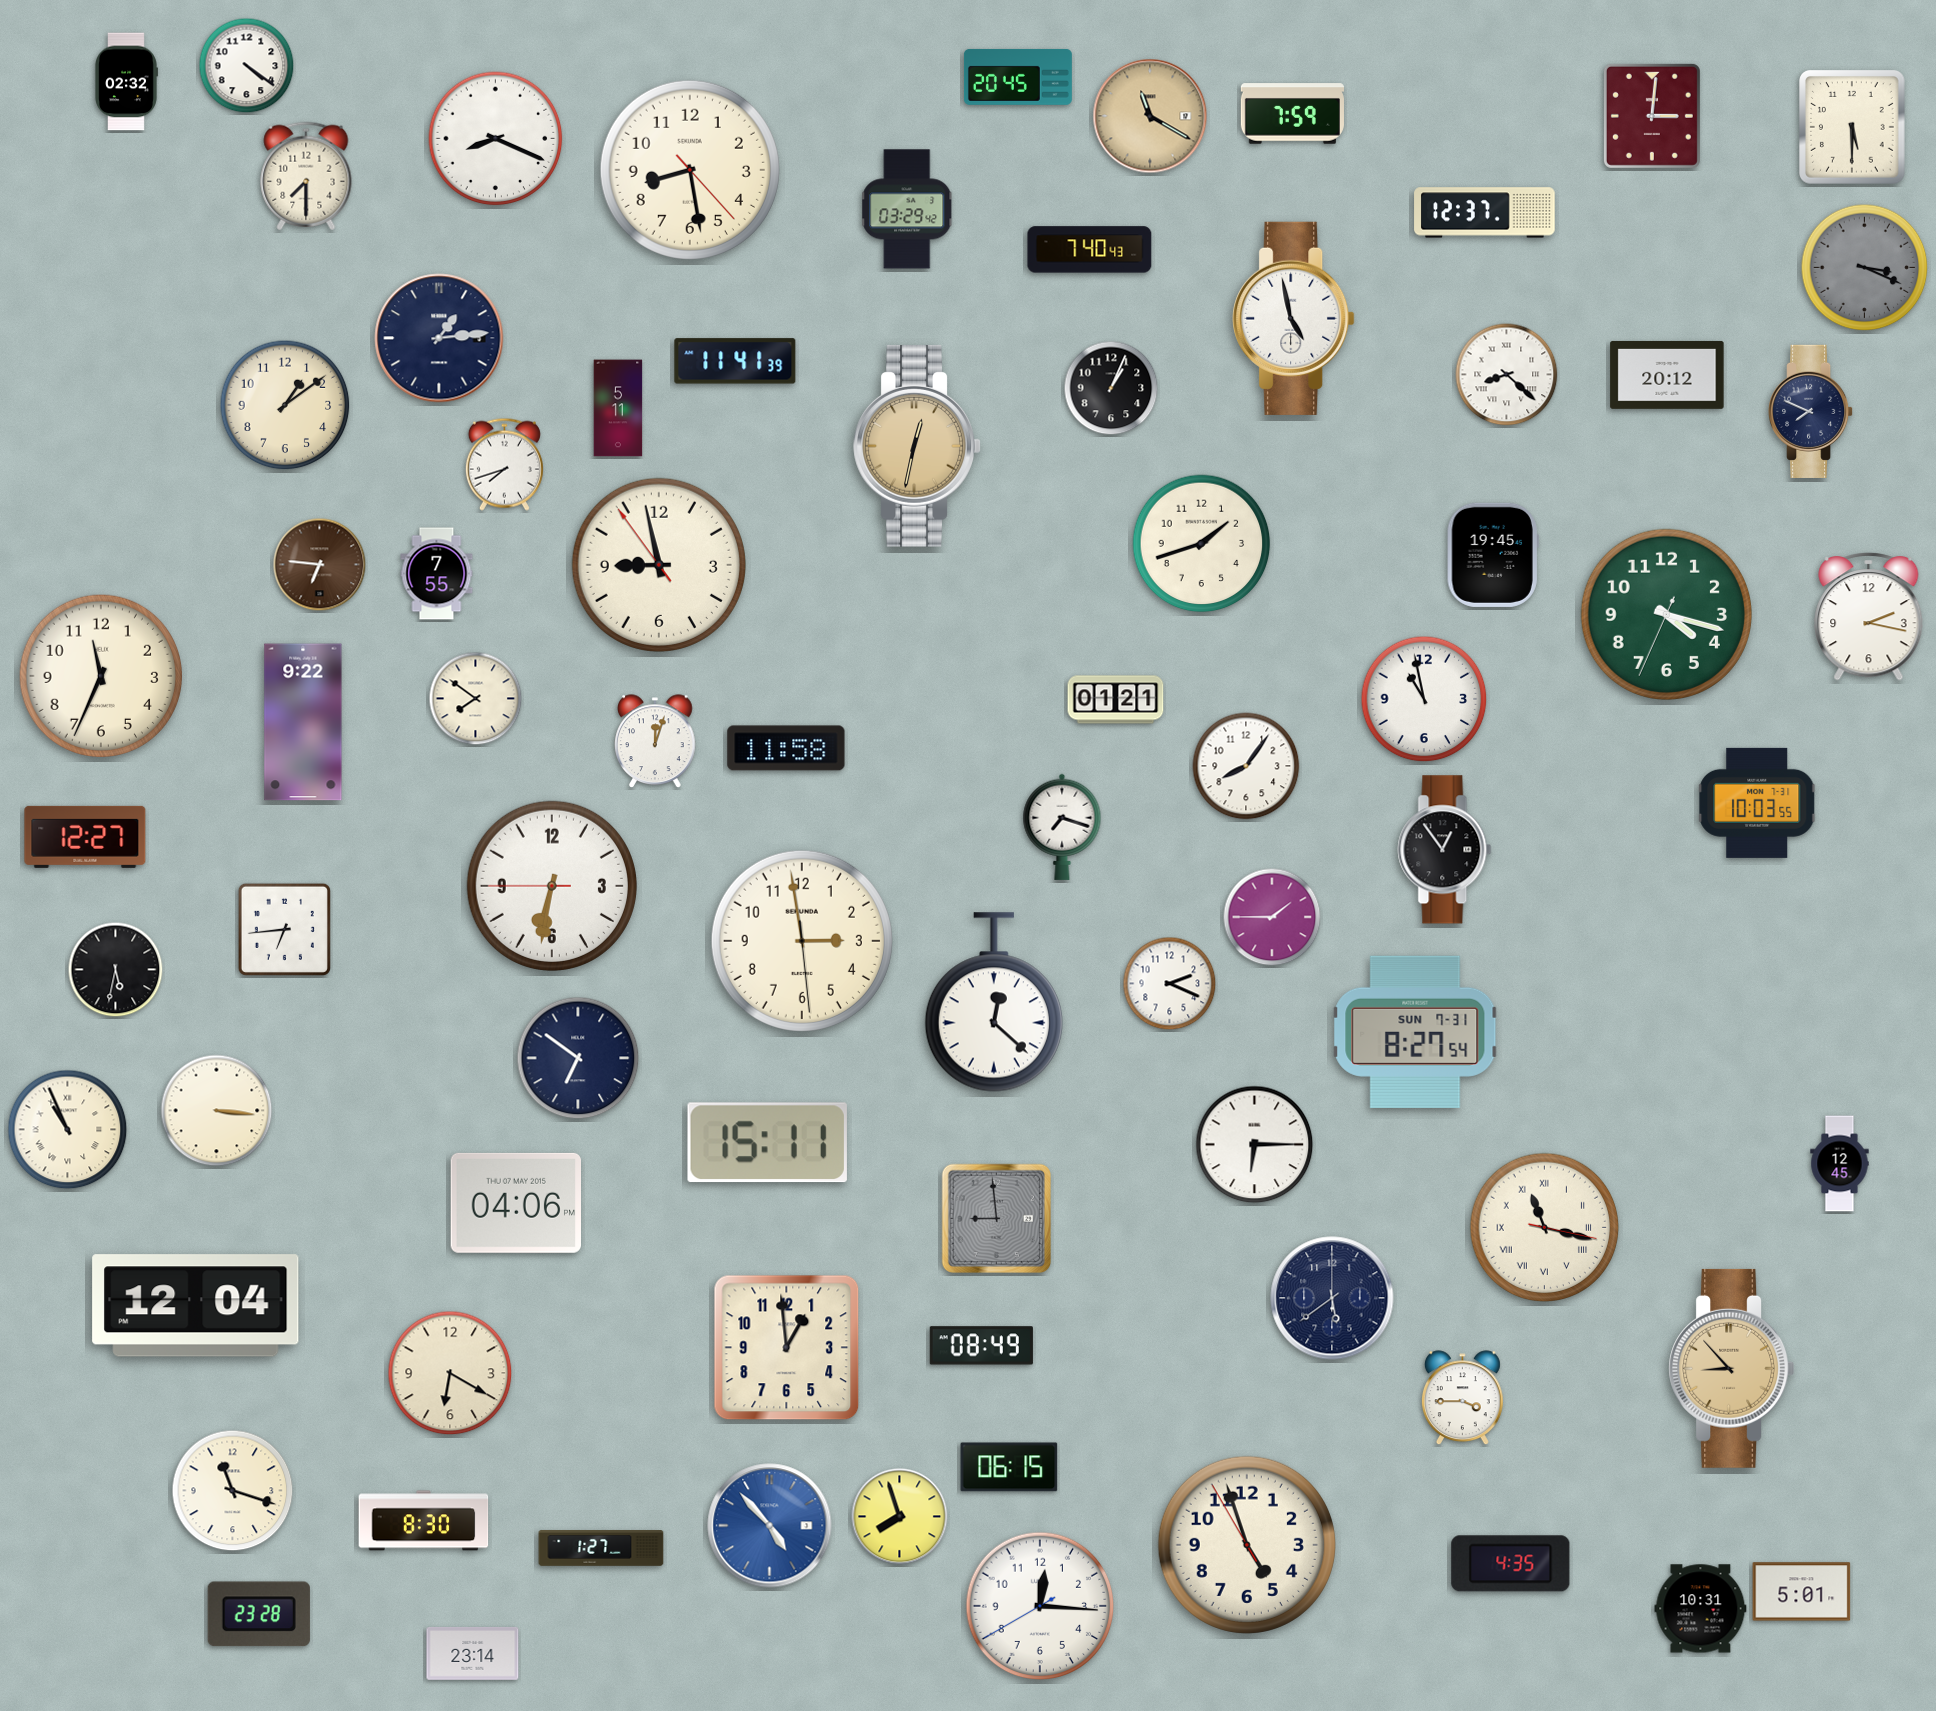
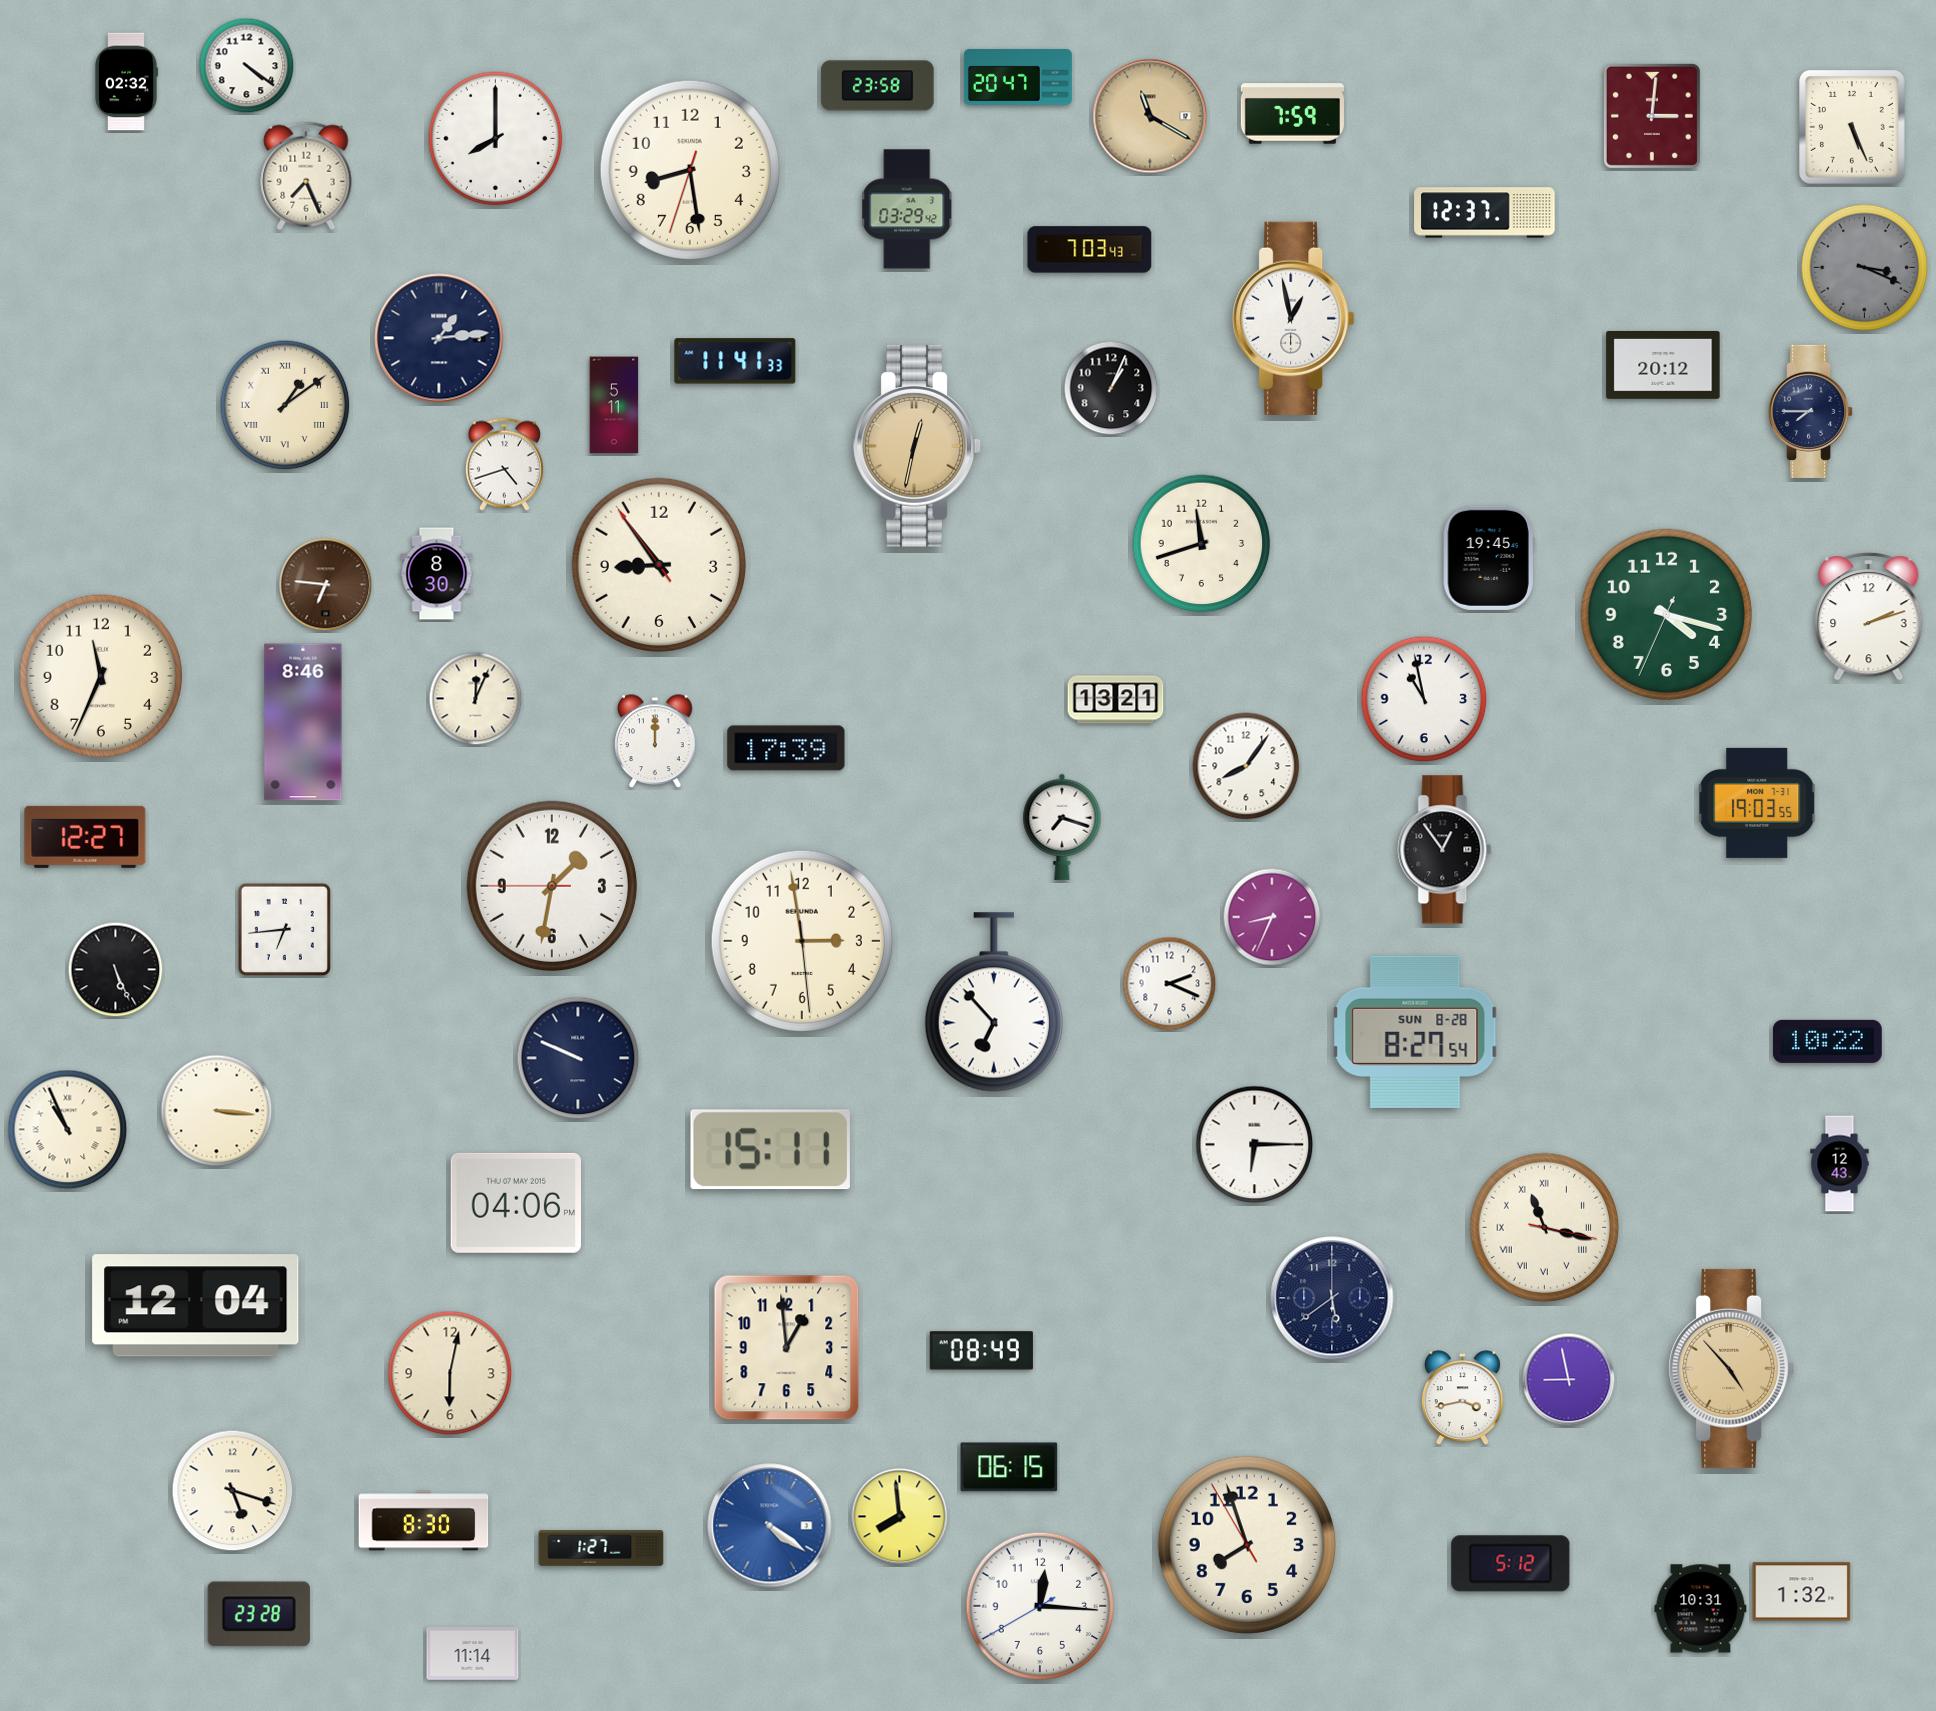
clock at (1018, 77): 20:45 -> 20:47
clock at (878, 86): none -> 23:58
clock at (1853, 128): 5:30 -> 5:26
clock at (496, 139): 8:19 -> 8:00
clock at (690, 170): 8:28:23 -> 8:28:33
clock at (306, 176): 7:30 -> 7:26
clock at (1090, 250): 7:40 -> 7:03
clock at (1294, 318): 4:58 -> 12:58
clock at (735, 361): 11:41:39 -> 11:41:33
clock at (1507, 375): 8:22 -> none
clock at (1667, 375) position: (1667, 375) -> (1663, 365)
clock at (285, 405) numerals: Arabic -> Roman
clock at (618, 408) position: (618, 408) -> (614, 405)
clock at (1812, 411): 7:49 -> 7:45
clock at (504, 464): 7:42 -> 4:42
clock at (1202, 544): 1:42 -> 11:42
clock at (1493, 555) position: (1493, 555) -> (1489, 558)
clock at (320, 565) position: (320, 565) -> (326, 585)
clock at (659, 565): 8:57 -> 8:53
clock at (437, 574): 7:55 -> 8:30
clock at (1869, 617): 2:17 -> 2:12
clock at (476, 699): 7:51 -> 12:04
clock at (1116, 700): 01:21 -> 13:21
clock at (303, 722): 9:22 -> 8:46
clock at (655, 742): 12:03 -> 12:00
clock at (786, 748): 11:58 -> 17:39
clock at (1758, 803): 10:03 -> 19:03
clock at (552, 886): 6:31 -> 1:31
clock at (1272, 917): 1:45 -> 8:34
clock at (116, 970): 5:32 -> 5:26
clock at (994, 1002): 12:22 -> 6:53
clock at (1415, 1032) date: SUN 7-31 -> SUN 8-28
clock at (1827, 1041): none -> 10:22
clock at (578, 1058): 6:51 -> 9:49
clock at (767, 1143) position: (767, 1143) -> (770, 1150)
clock at (1840, 1164): 12:45 -> 12:43
clock at (996, 1218): 8:59 -> none
clock at (981, 1346) position: (981, 1346) -> (981, 1351)
clock at (1732, 1368): 8:53 -> 4:53
clock at (450, 1373): 6:20 -> 6:02
clock at (1569, 1380): none -> 8:58
clock at (1462, 1398): 3:45 -> 3:43
clock at (233, 1491): 11:18 -> 5:18
clock at (900, 1517): 7:57 -> 7:59
clock at (770, 1526): 4:53 -> 4:21
clock at (1247, 1545): 4:56 -> 7:56
clock at (1511, 1564): 4:35 -> 5:12
clock at (1802, 1592): 5:01 -> 1:32
clock at (473, 1653): 23:14 -> 11:14
